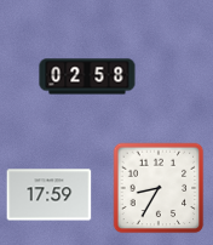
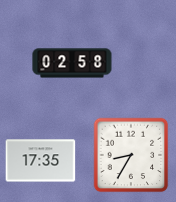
clock at (50, 195): 17:59 -> 17:35
